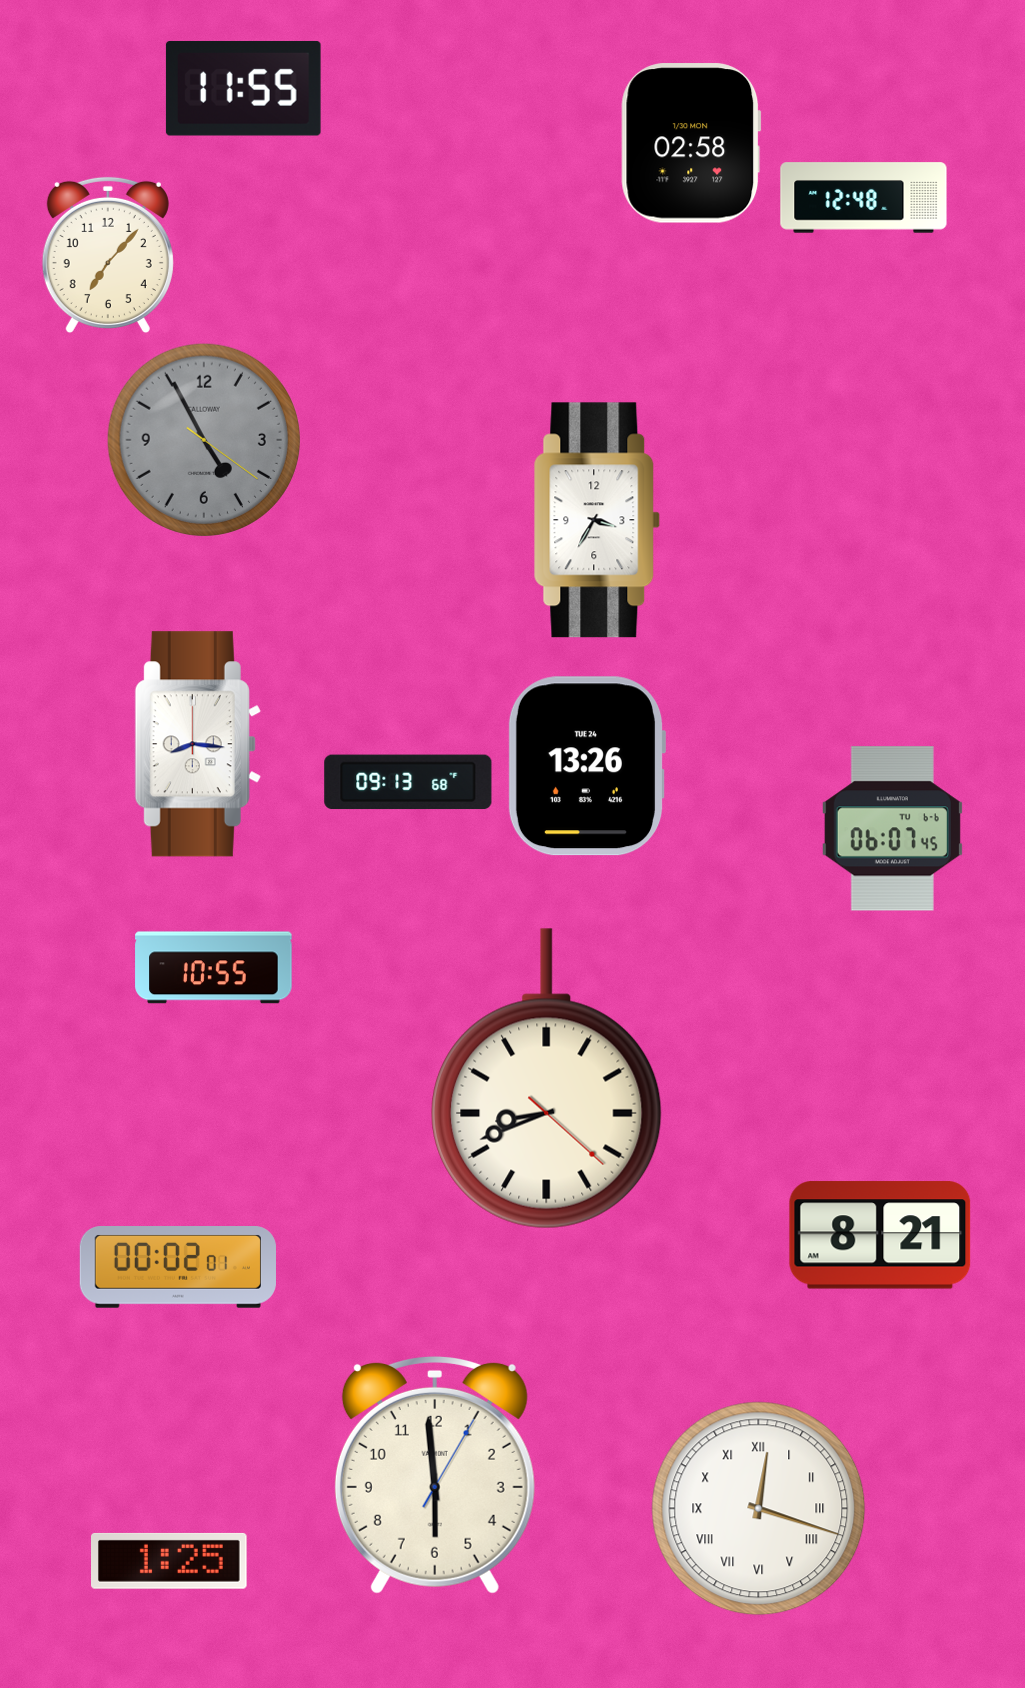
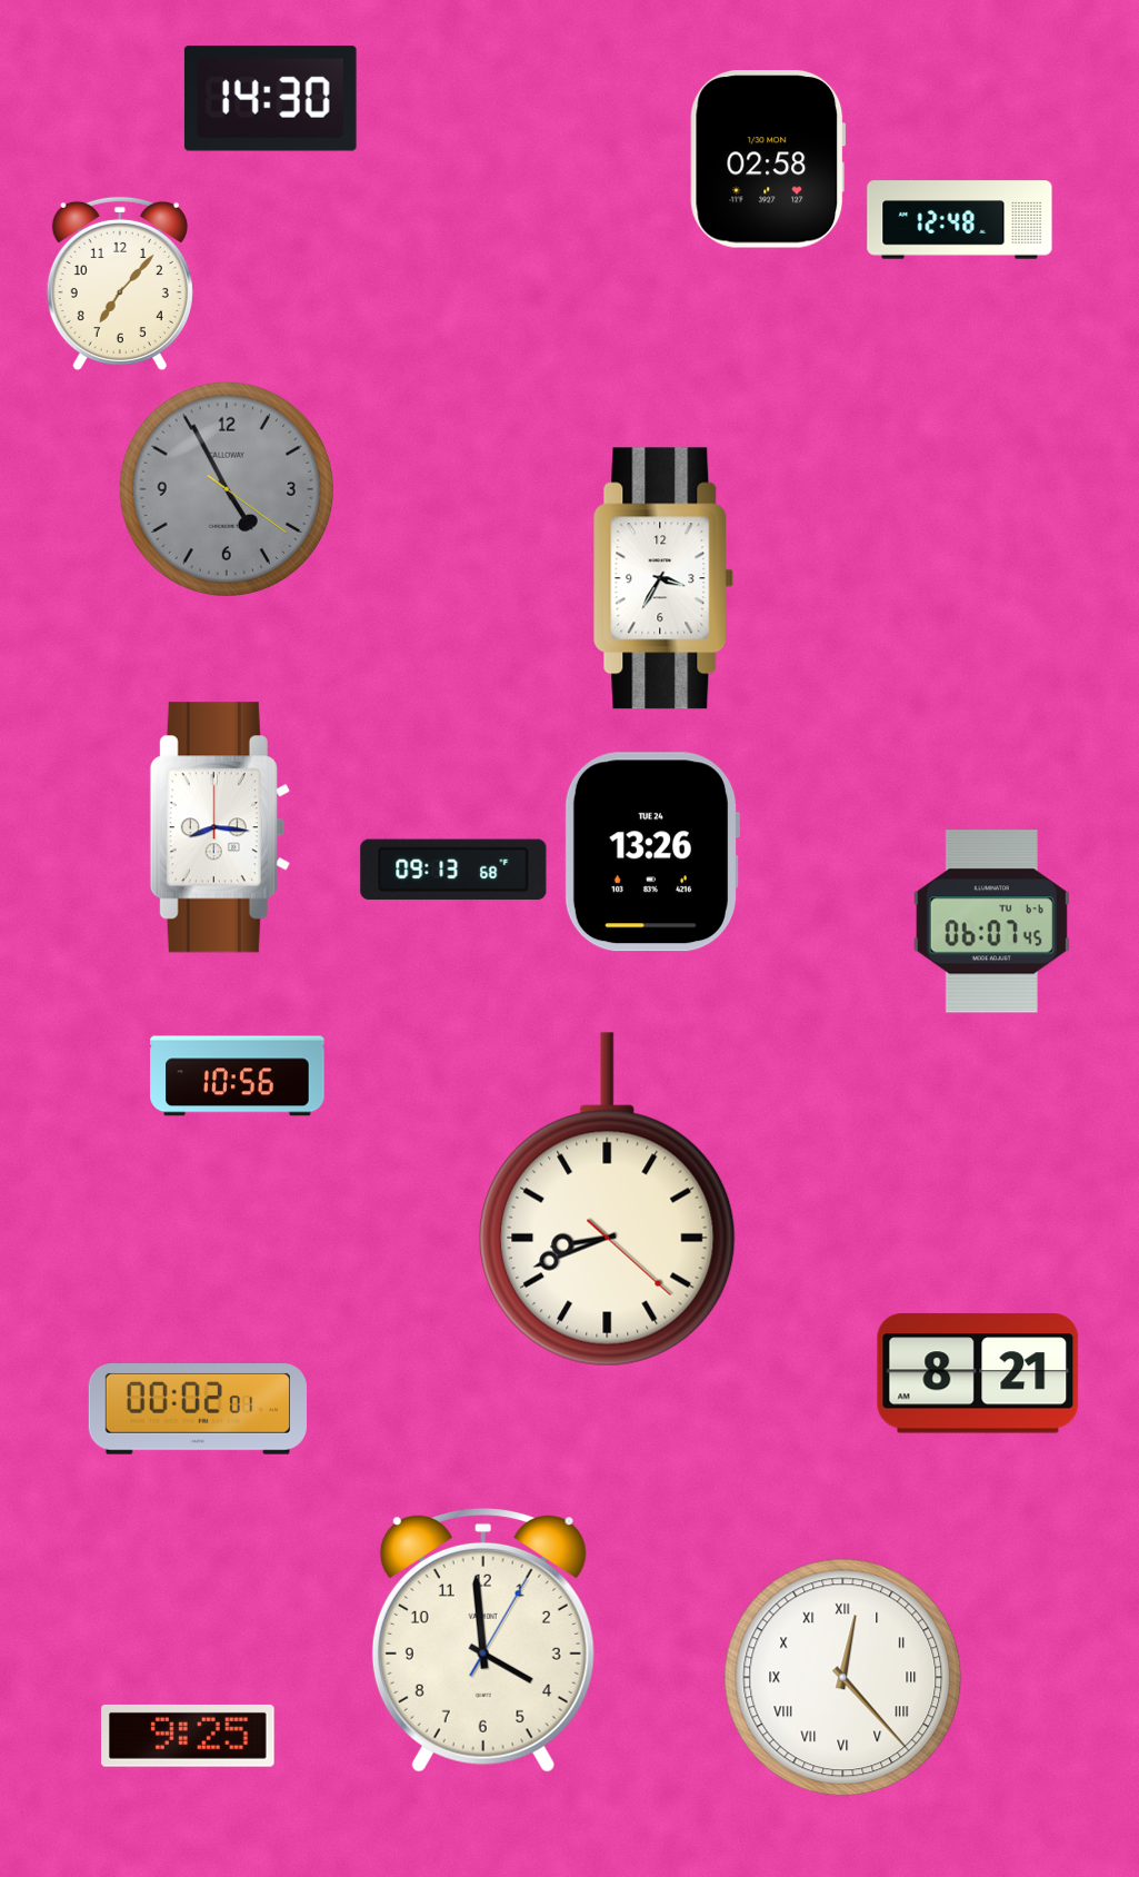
clock at (243, 88): 11:55 -> 14:30
clock at (214, 968): 10:55 -> 10:56
clock at (435, 1475): 5:59 -> 3:59
clock at (759, 1509): 12:18 -> 12:23
clock at (170, 1561): 1:25 -> 9:25
